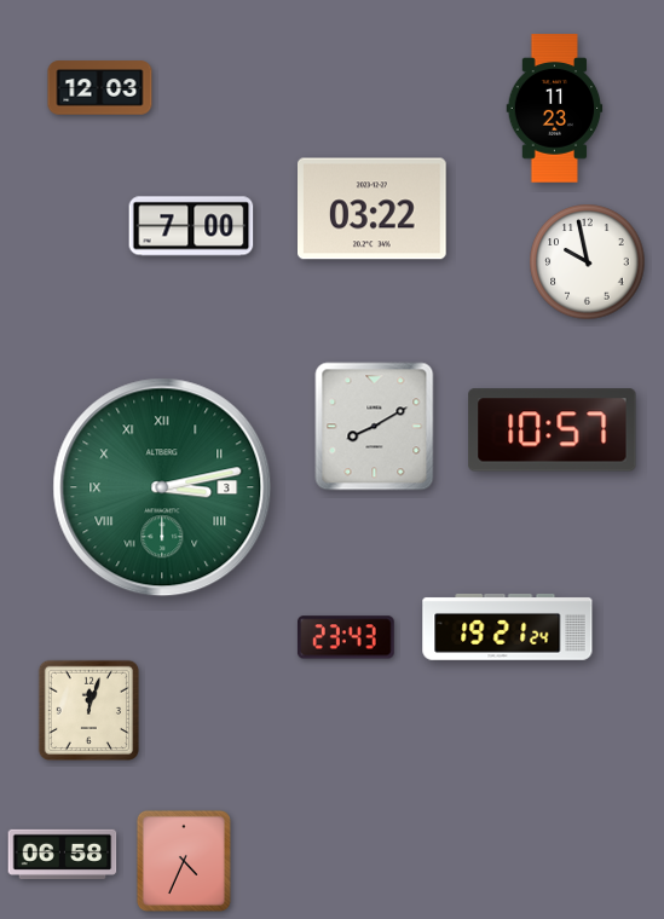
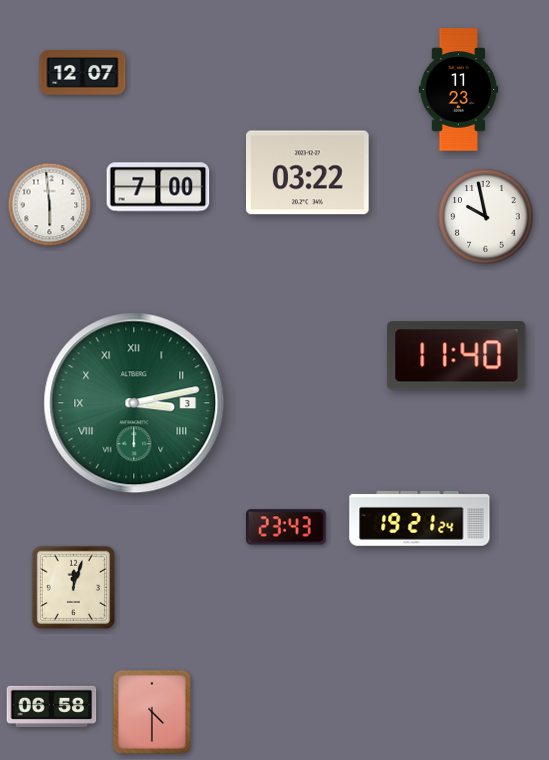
clock at (100, 88): 12:03 -> 12:07
clock at (50, 205): none -> 5:59
clock at (375, 427): 8:10 -> none
clock at (553, 430): 10:57 -> 11:40
clock at (184, 861): 4:34 -> 4:30
